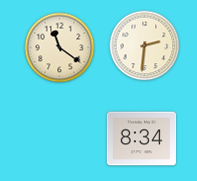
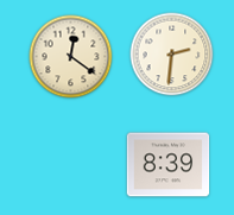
clock at (60, 48): 11:21 -> 12:21
clock at (142, 139): 8:34 -> 8:39
